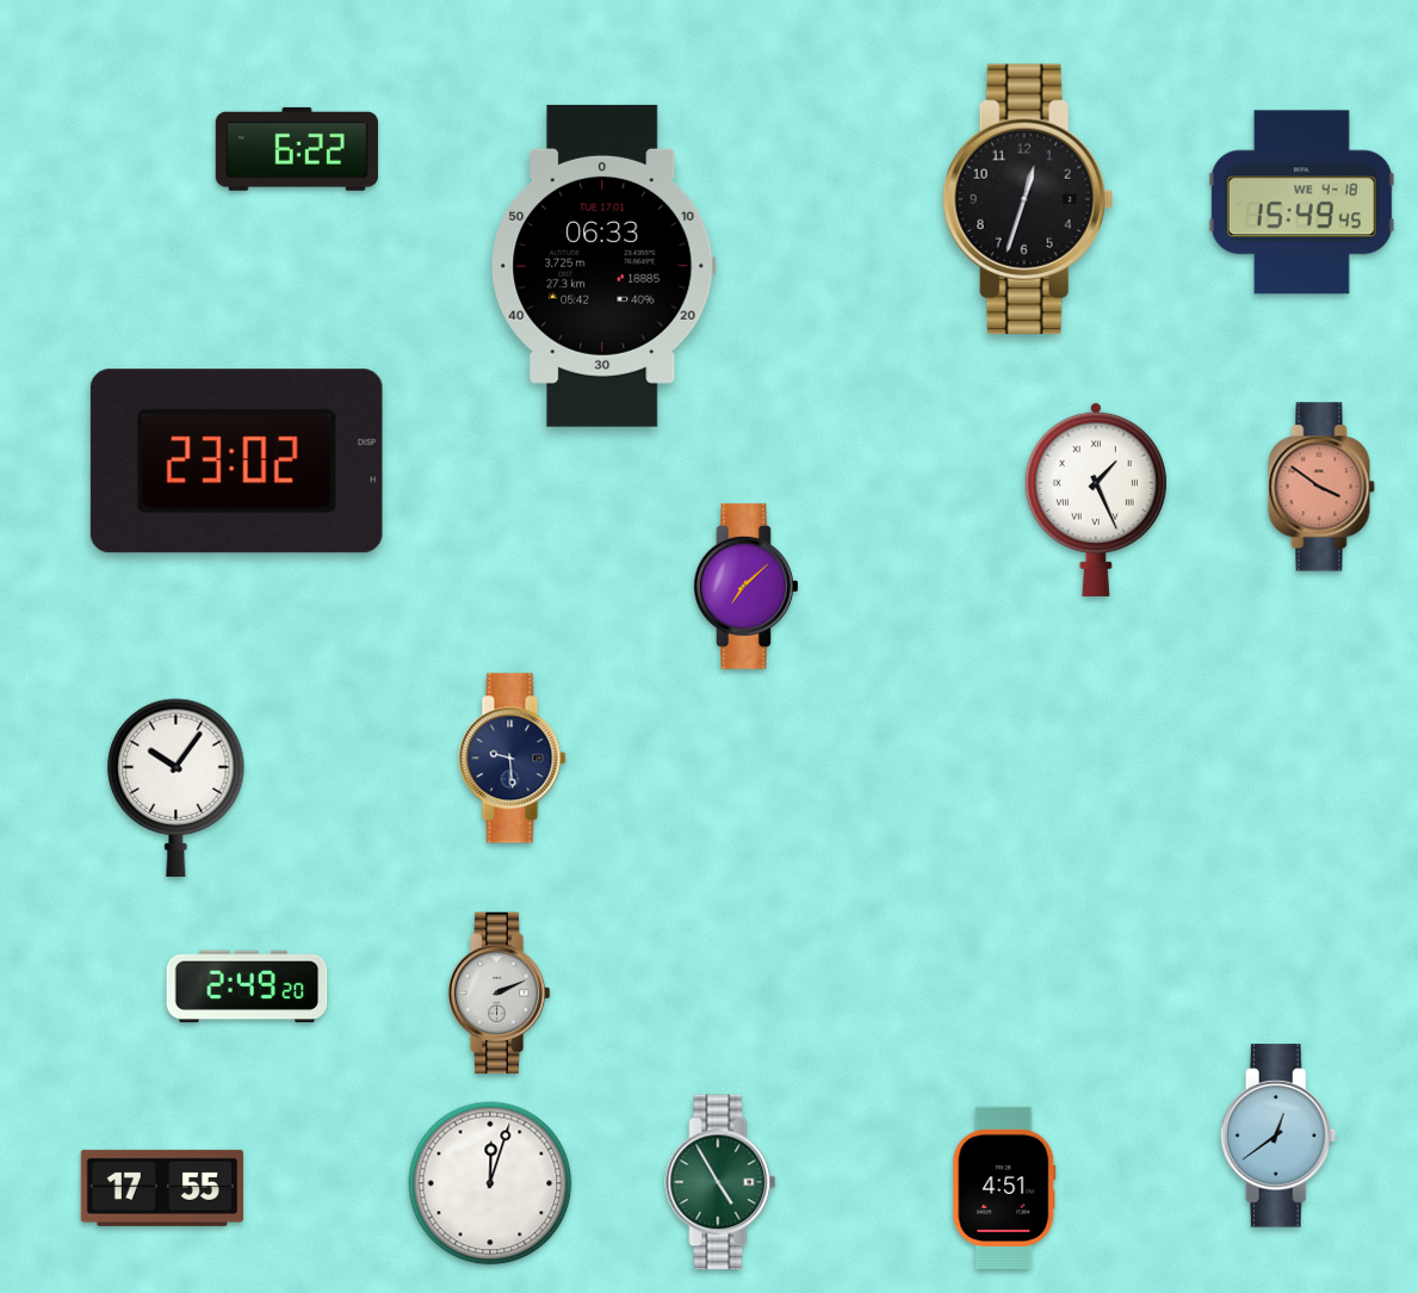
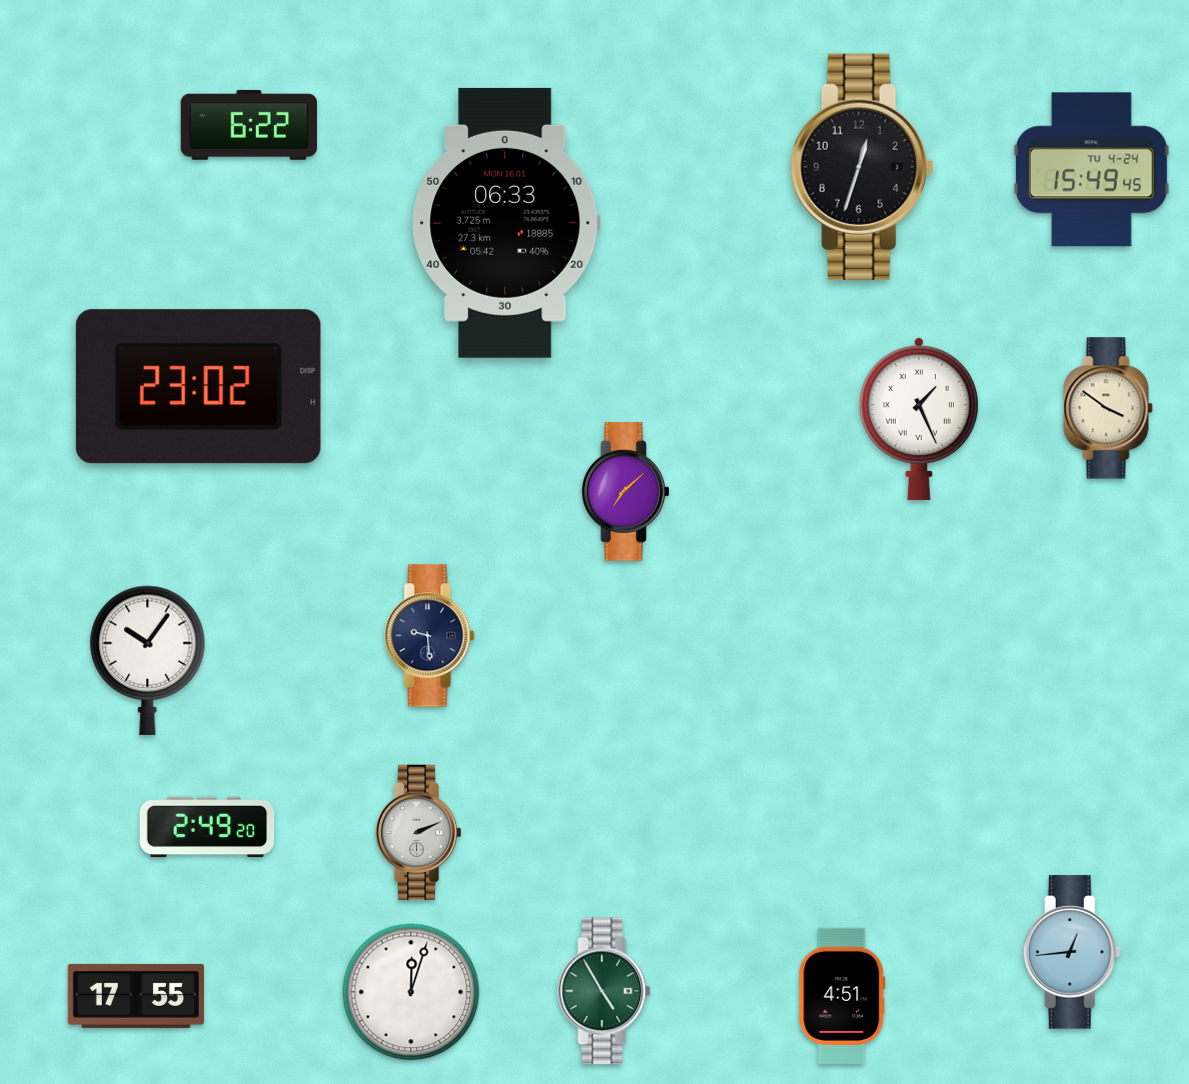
clock at (1301, 203) date: WE 4-18 -> TU 4-24
clock at (603, 266) date: TUE 17.01 -> MON 16.01
clock at (1321, 487) dial: salmon -> cream
clock at (1278, 1136): 12:39 -> 12:44
